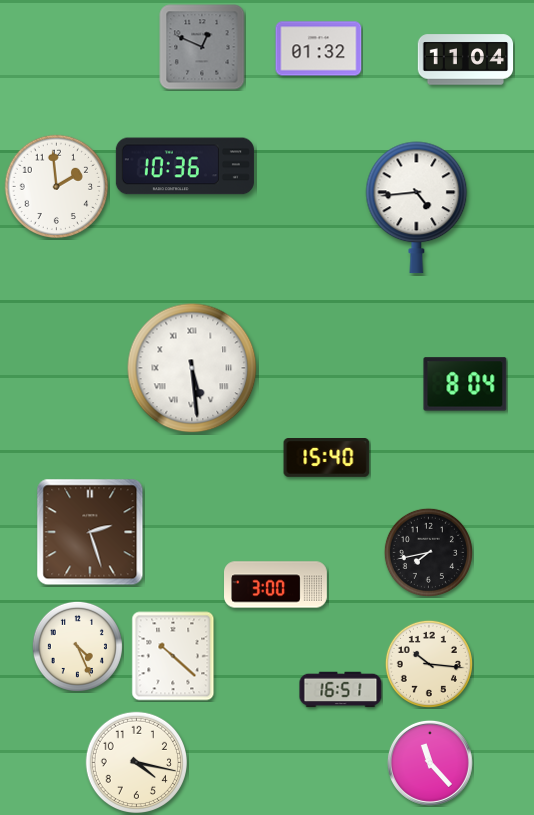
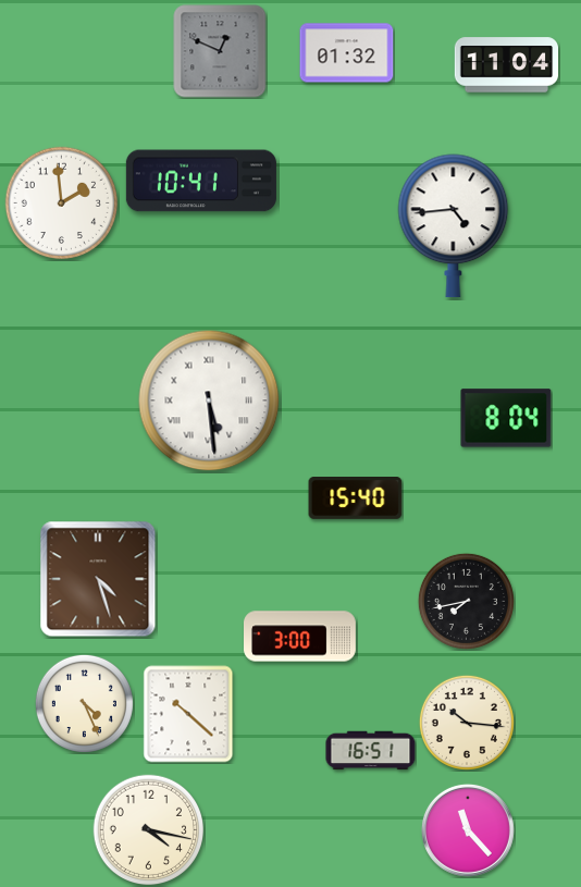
clock at (185, 166): 10:36 -> 10:41
clock at (90, 532): 2:27 -> 4:27
